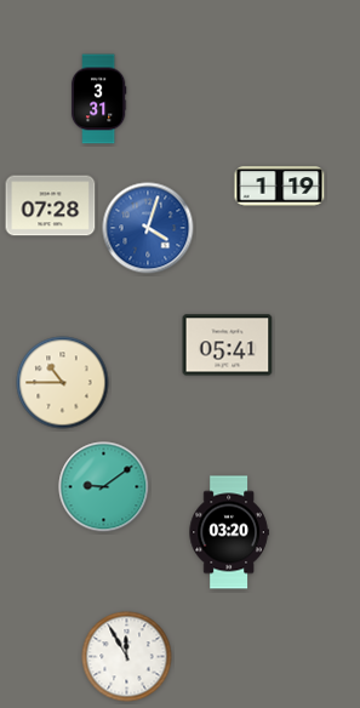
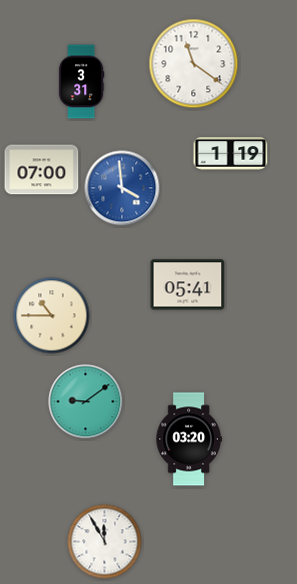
clock at (194, 64): none -> 11:21
clock at (51, 206): 07:28 -> 07:00
clock at (148, 228): 4:03 -> 3:59
